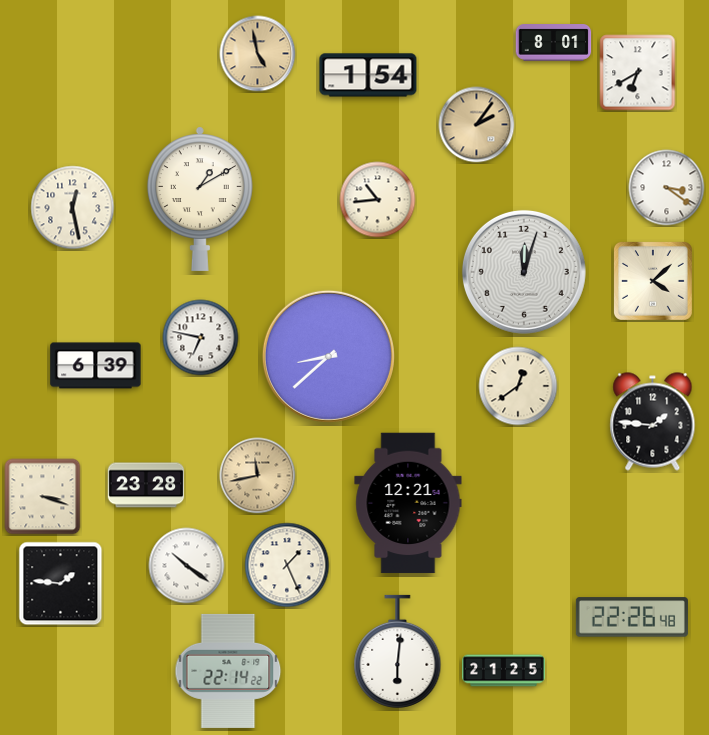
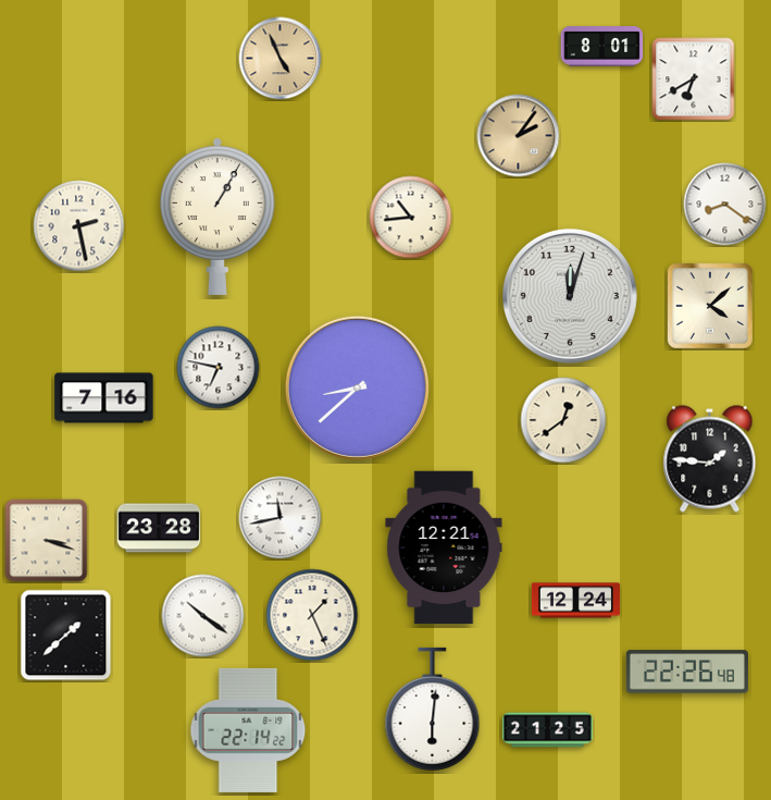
clock at (258, 54): 4:58 -> 4:56
clock at (368, 75): 1:54 -> none
clock at (667, 188): 3:21 -> 8:21
clock at (200, 199): 1:10 -> 1:05
clock at (73, 208): 12:28 -> 2:28
clock at (96, 366): 6:39 -> 7:16
clock at (258, 476) dial: champagne -> white
clock at (575, 601): none -> 12:24
clock at (61, 584): 1:46 -> 1:38
